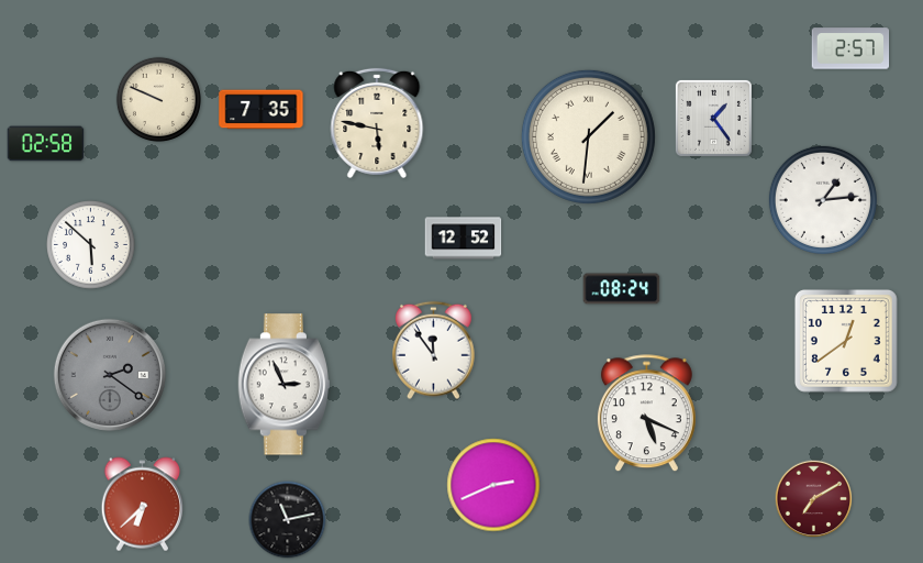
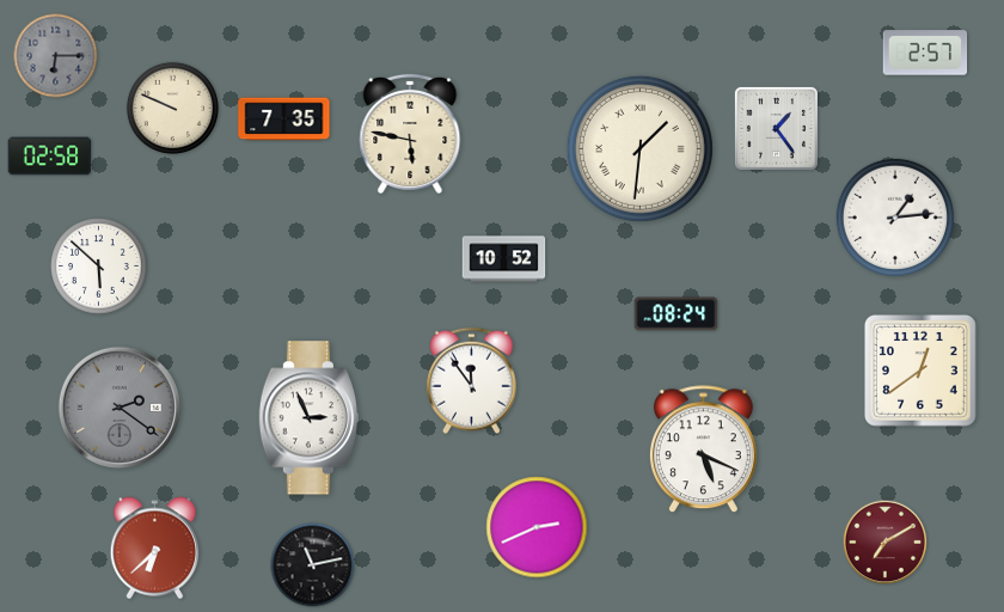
clock at (56, 56): none -> 6:15
clock at (464, 239): 12:52 -> 10:52
